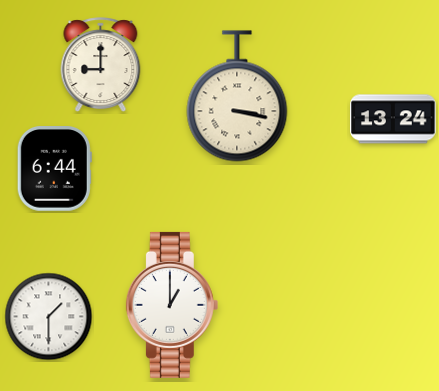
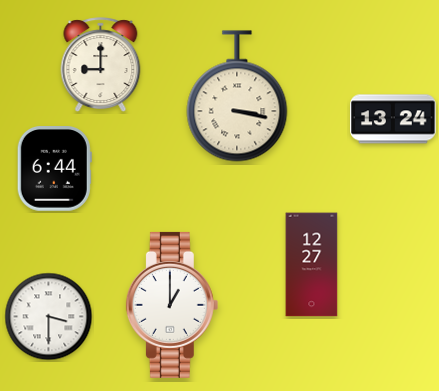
clock at (312, 265): none -> 12:27
clock at (49, 317): 1:30 -> 3:30
